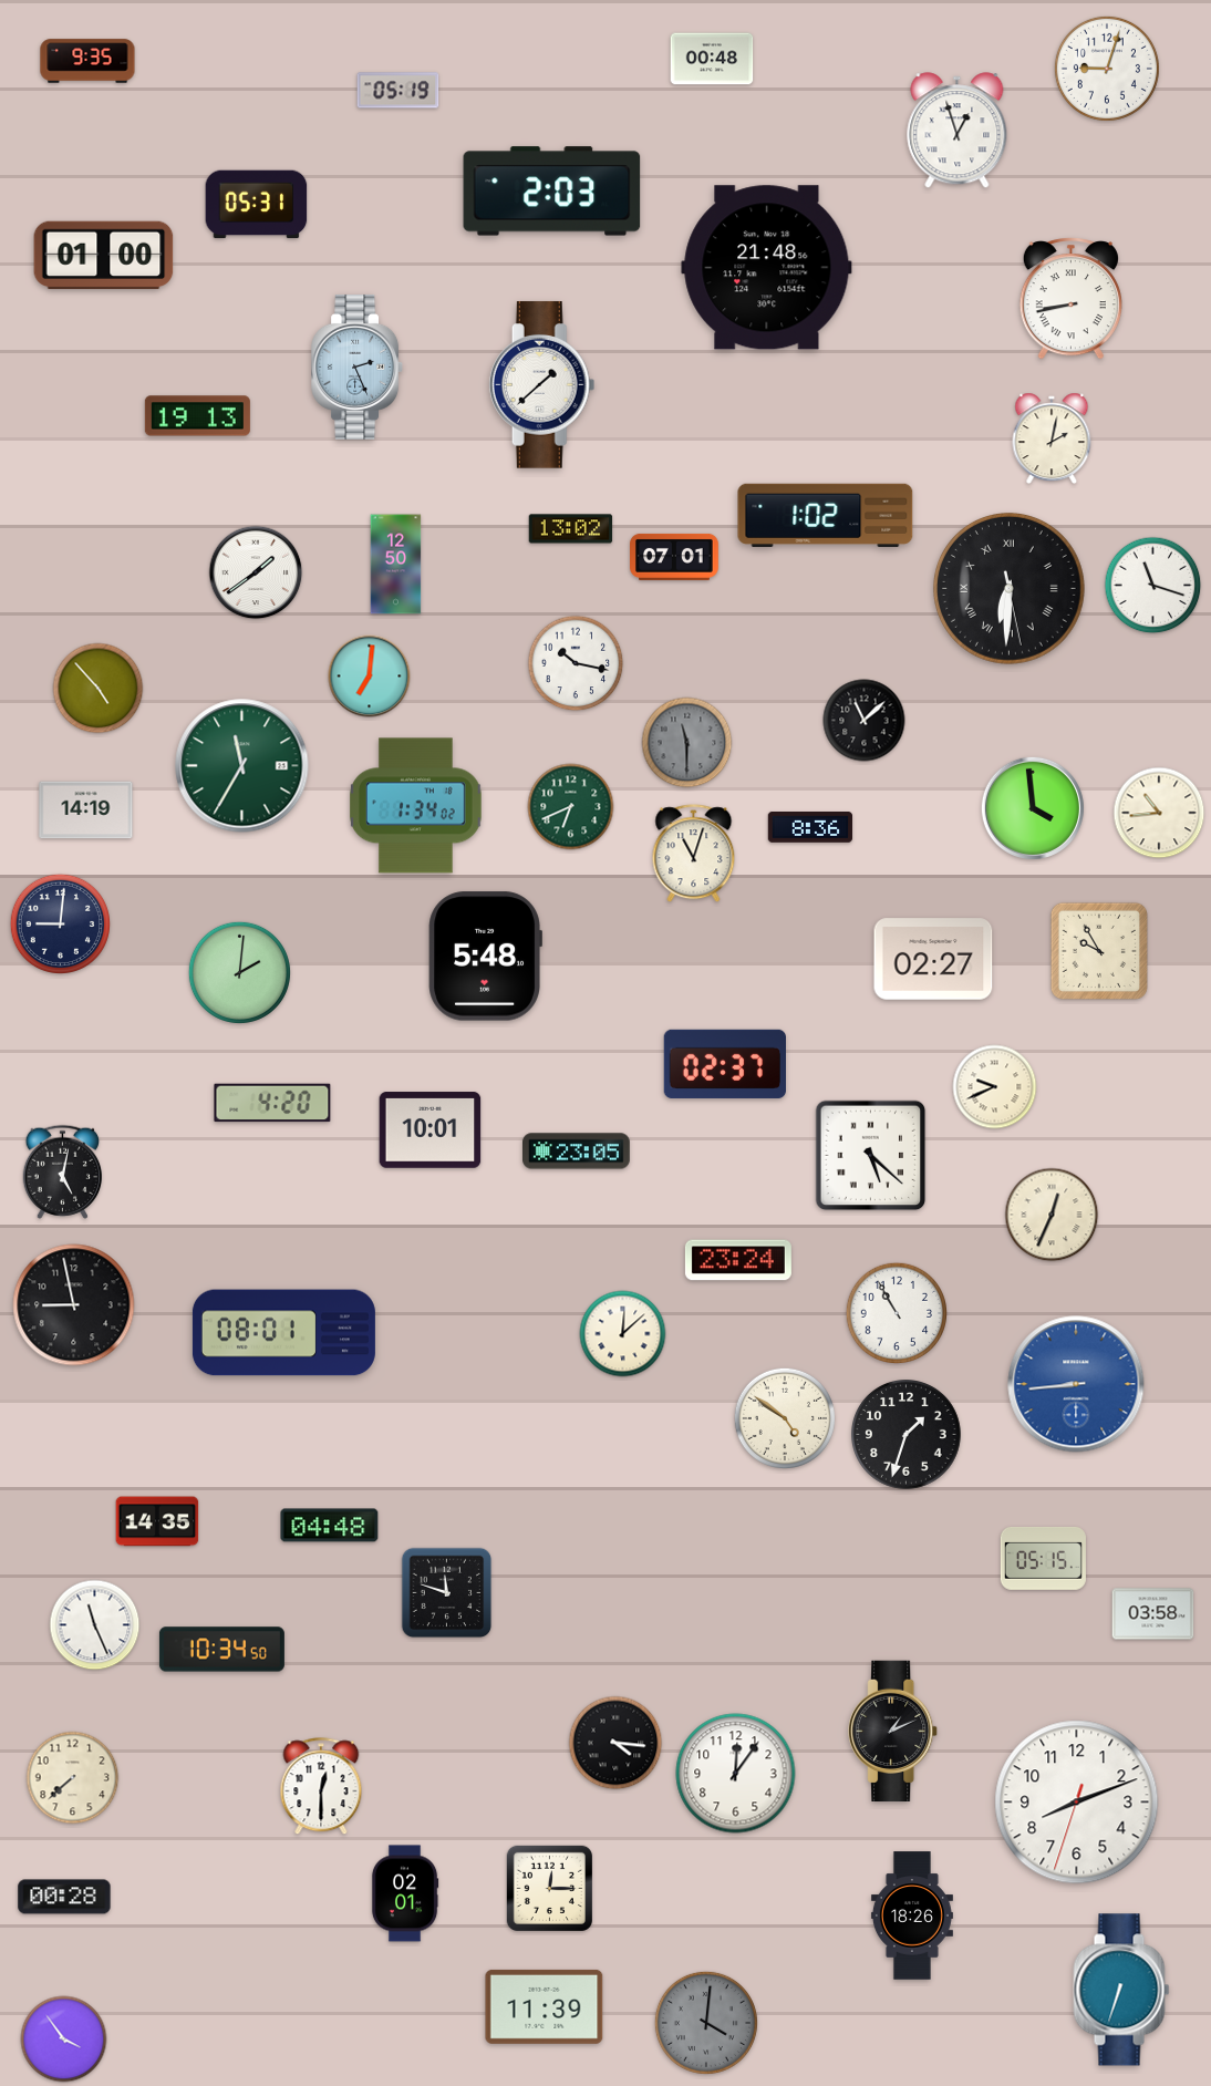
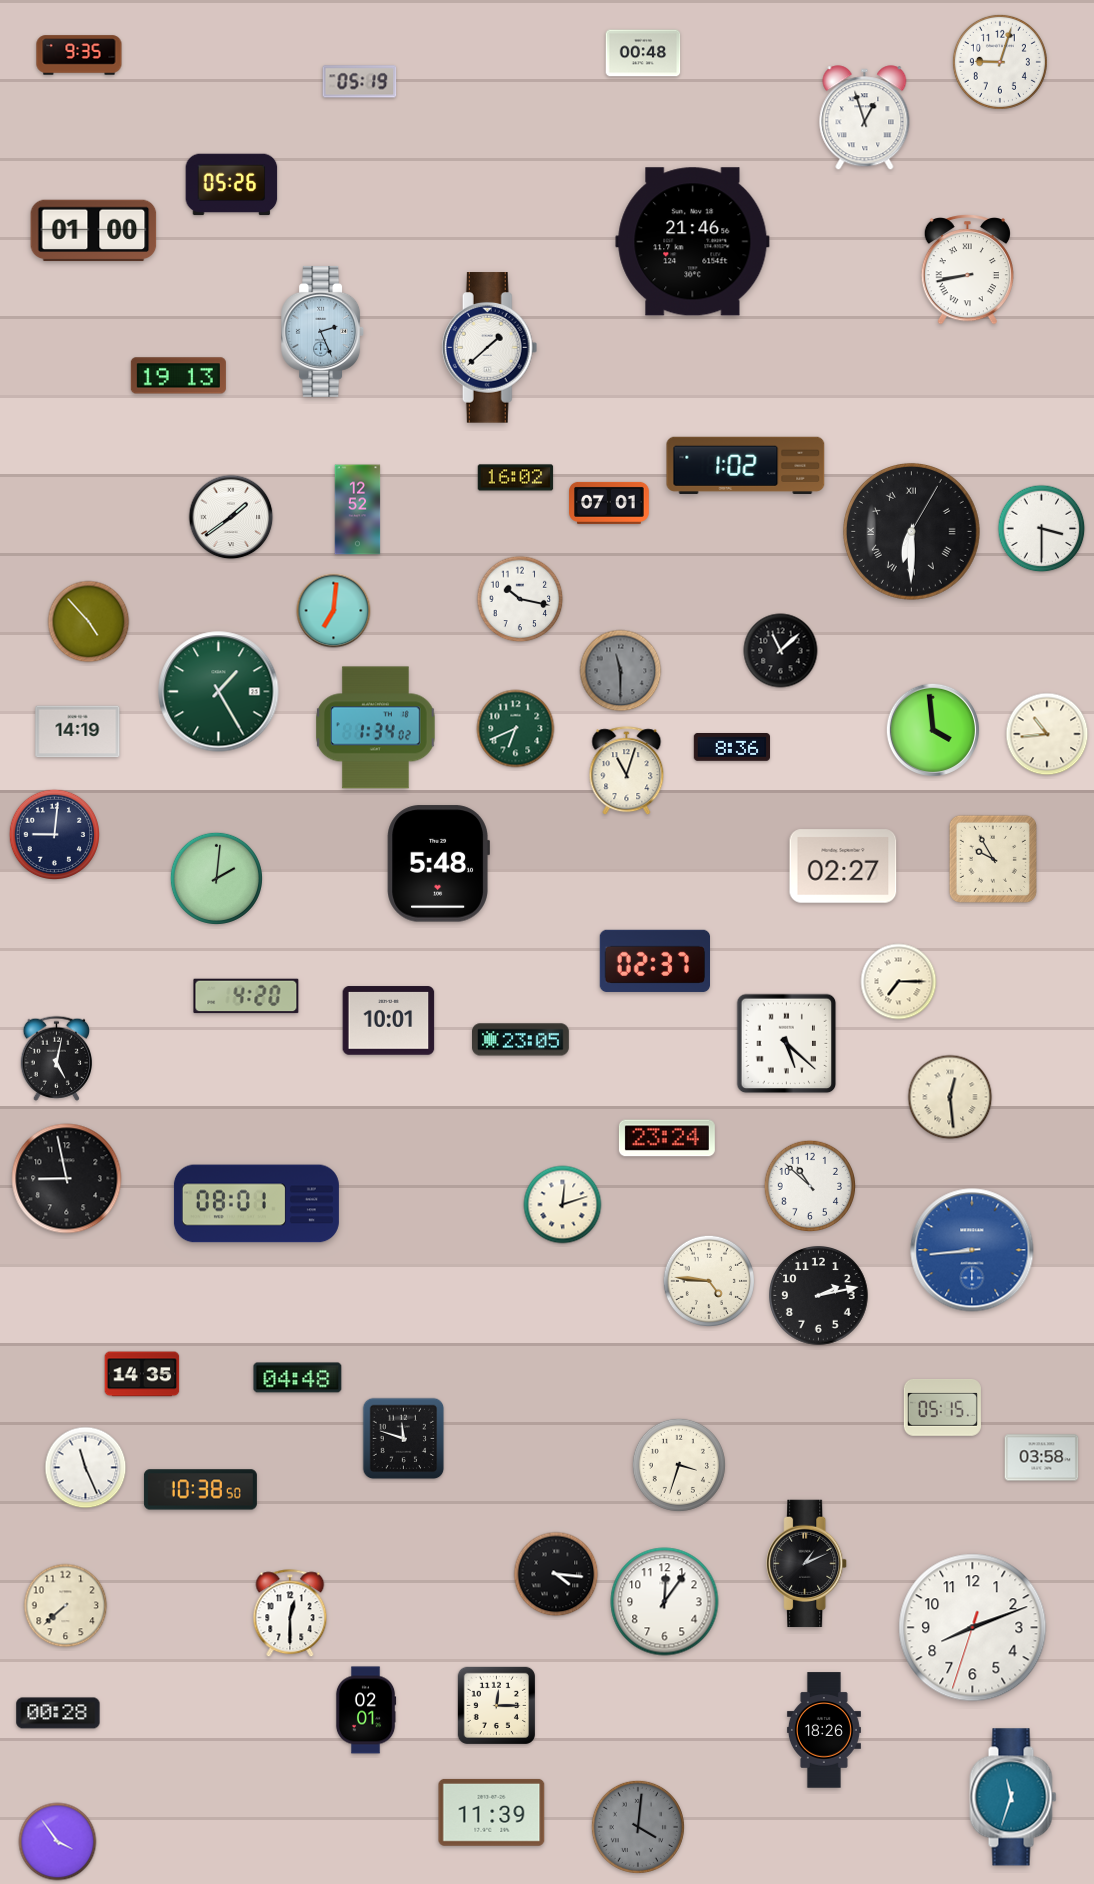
clock at (552, 192): 2:03 -> none
clock at (257, 205): 05:31 -> 05:26
clock at (767, 268): 21:48 -> 21:46
clock at (1052, 438): 2:02 -> none
clock at (571, 529): 13:02 -> 16:02
clock at (396, 565): 12:50 -> 12:52
clock at (1153, 586): 11:18 -> 3:30
clock at (1008, 588): 6:30:28 -> 6:30:05
clock at (242, 766): 11:35 -> 1:25
clock at (995, 1087): 9:41 -> 7:15
clock at (1052, 1215): 12:34 -> 12:29
clock at (896, 1312): 10:55 -> 10:52
clock at (623, 1334): 12:08 -> 12:12
clock at (784, 1417): 4:51 -> 4:46
clock at (907, 1435): 1:33 -> 2:13
clock at (679, 1465): none -> 3:33
clock at (221, 1650): 10:34 -> 10:38
clock at (1121, 1990): 6:33 -> 11:33
